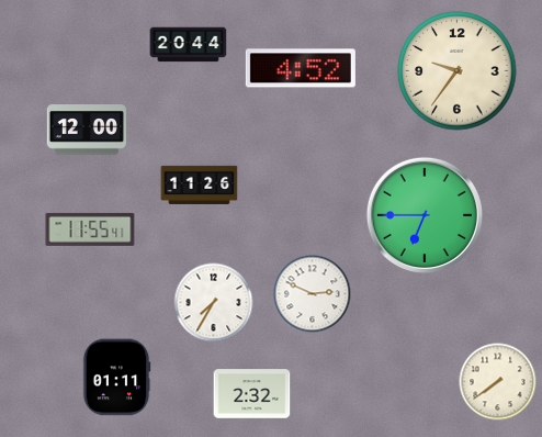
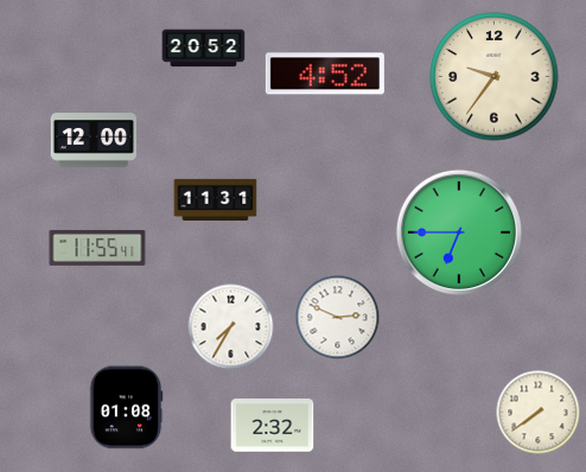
clock at (189, 45): 20:44 -> 20:52
clock at (200, 184): 11:26 -> 11:31
clock at (116, 378): 01:11 -> 01:08
